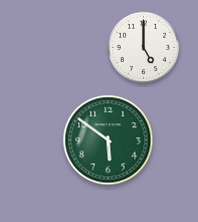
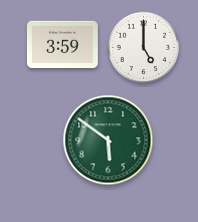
clock at (62, 45): none -> 3:59
